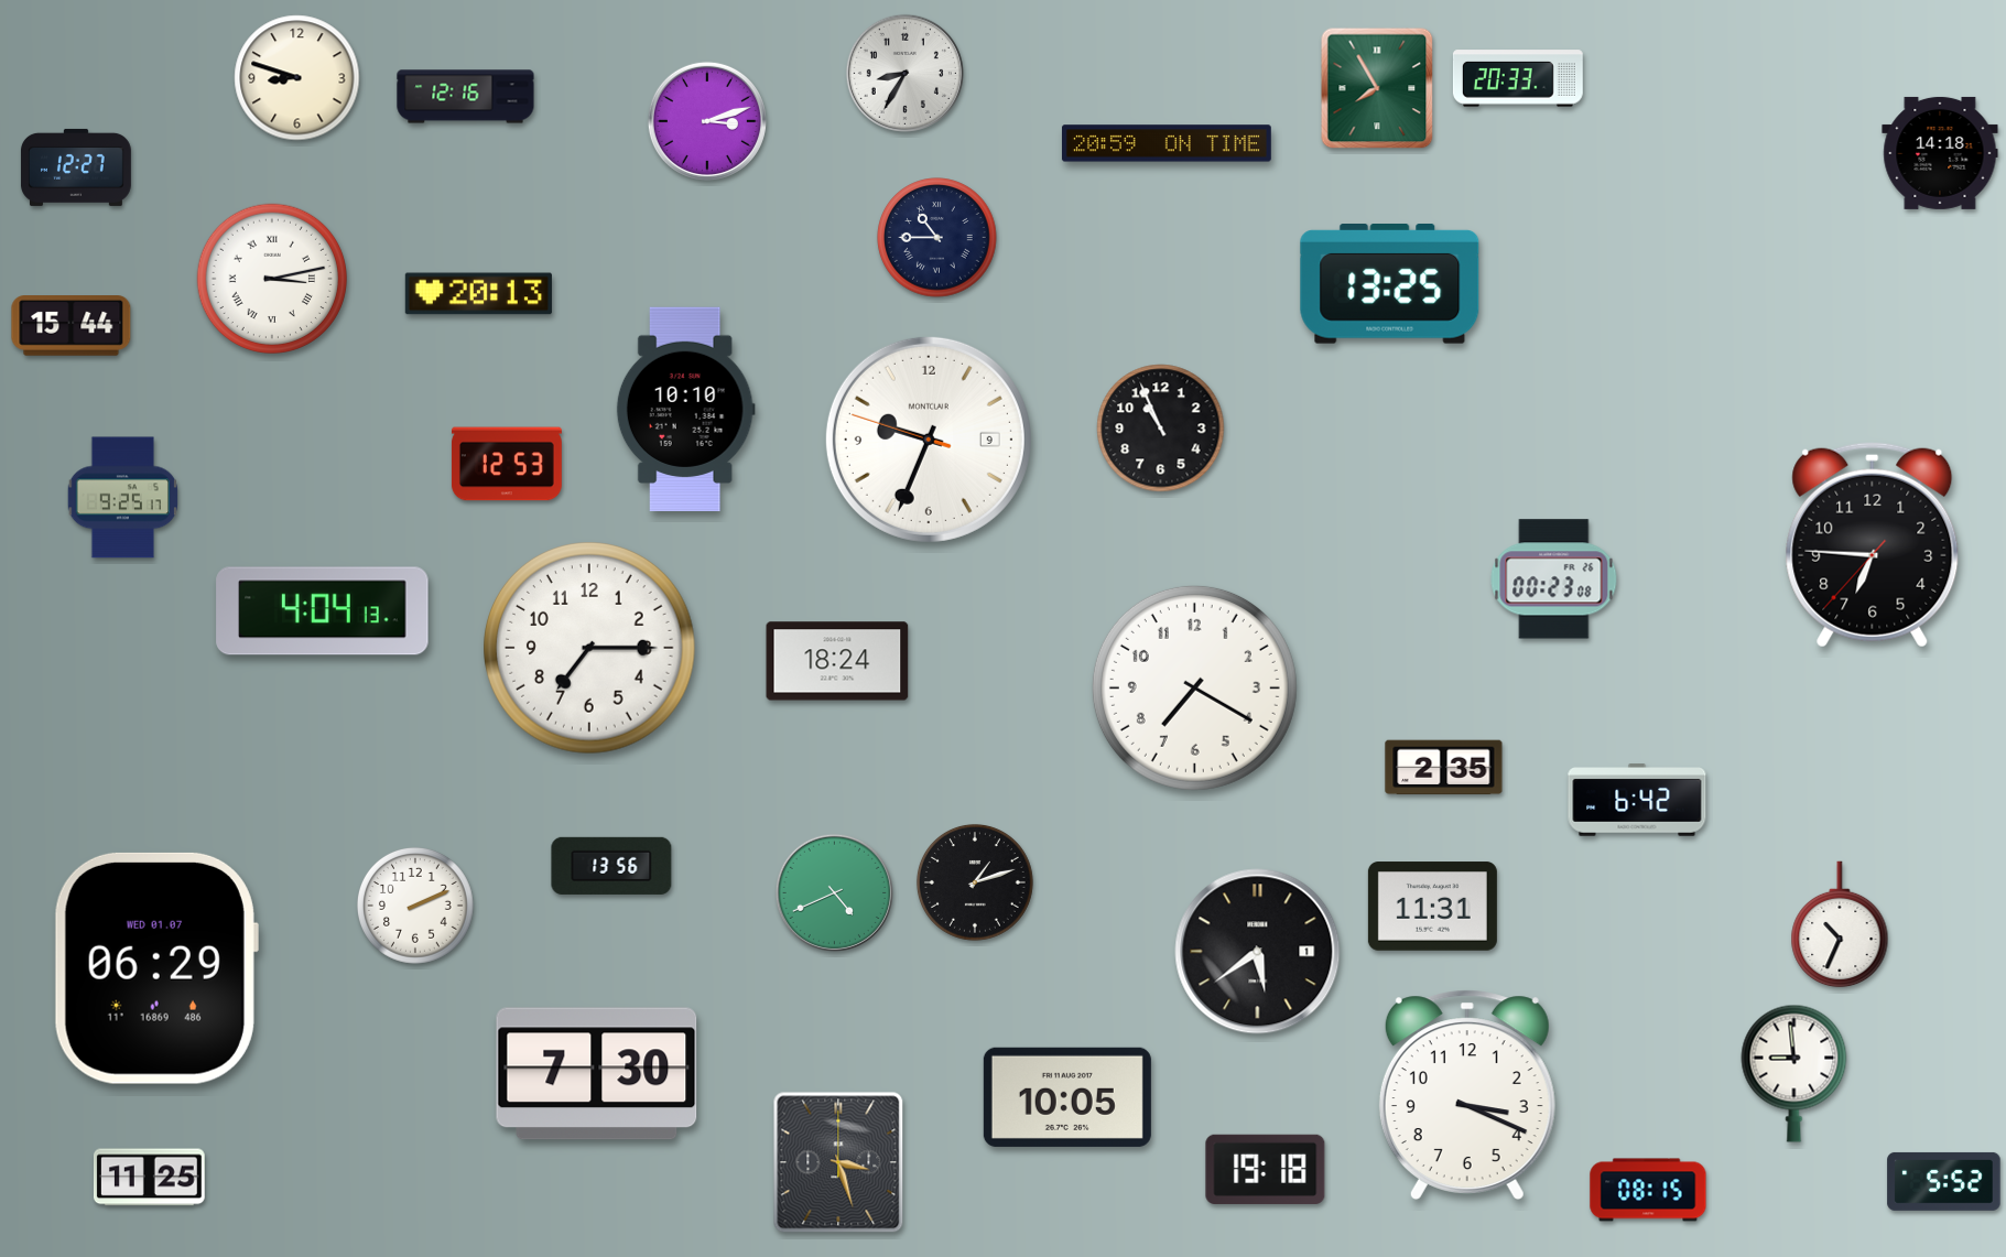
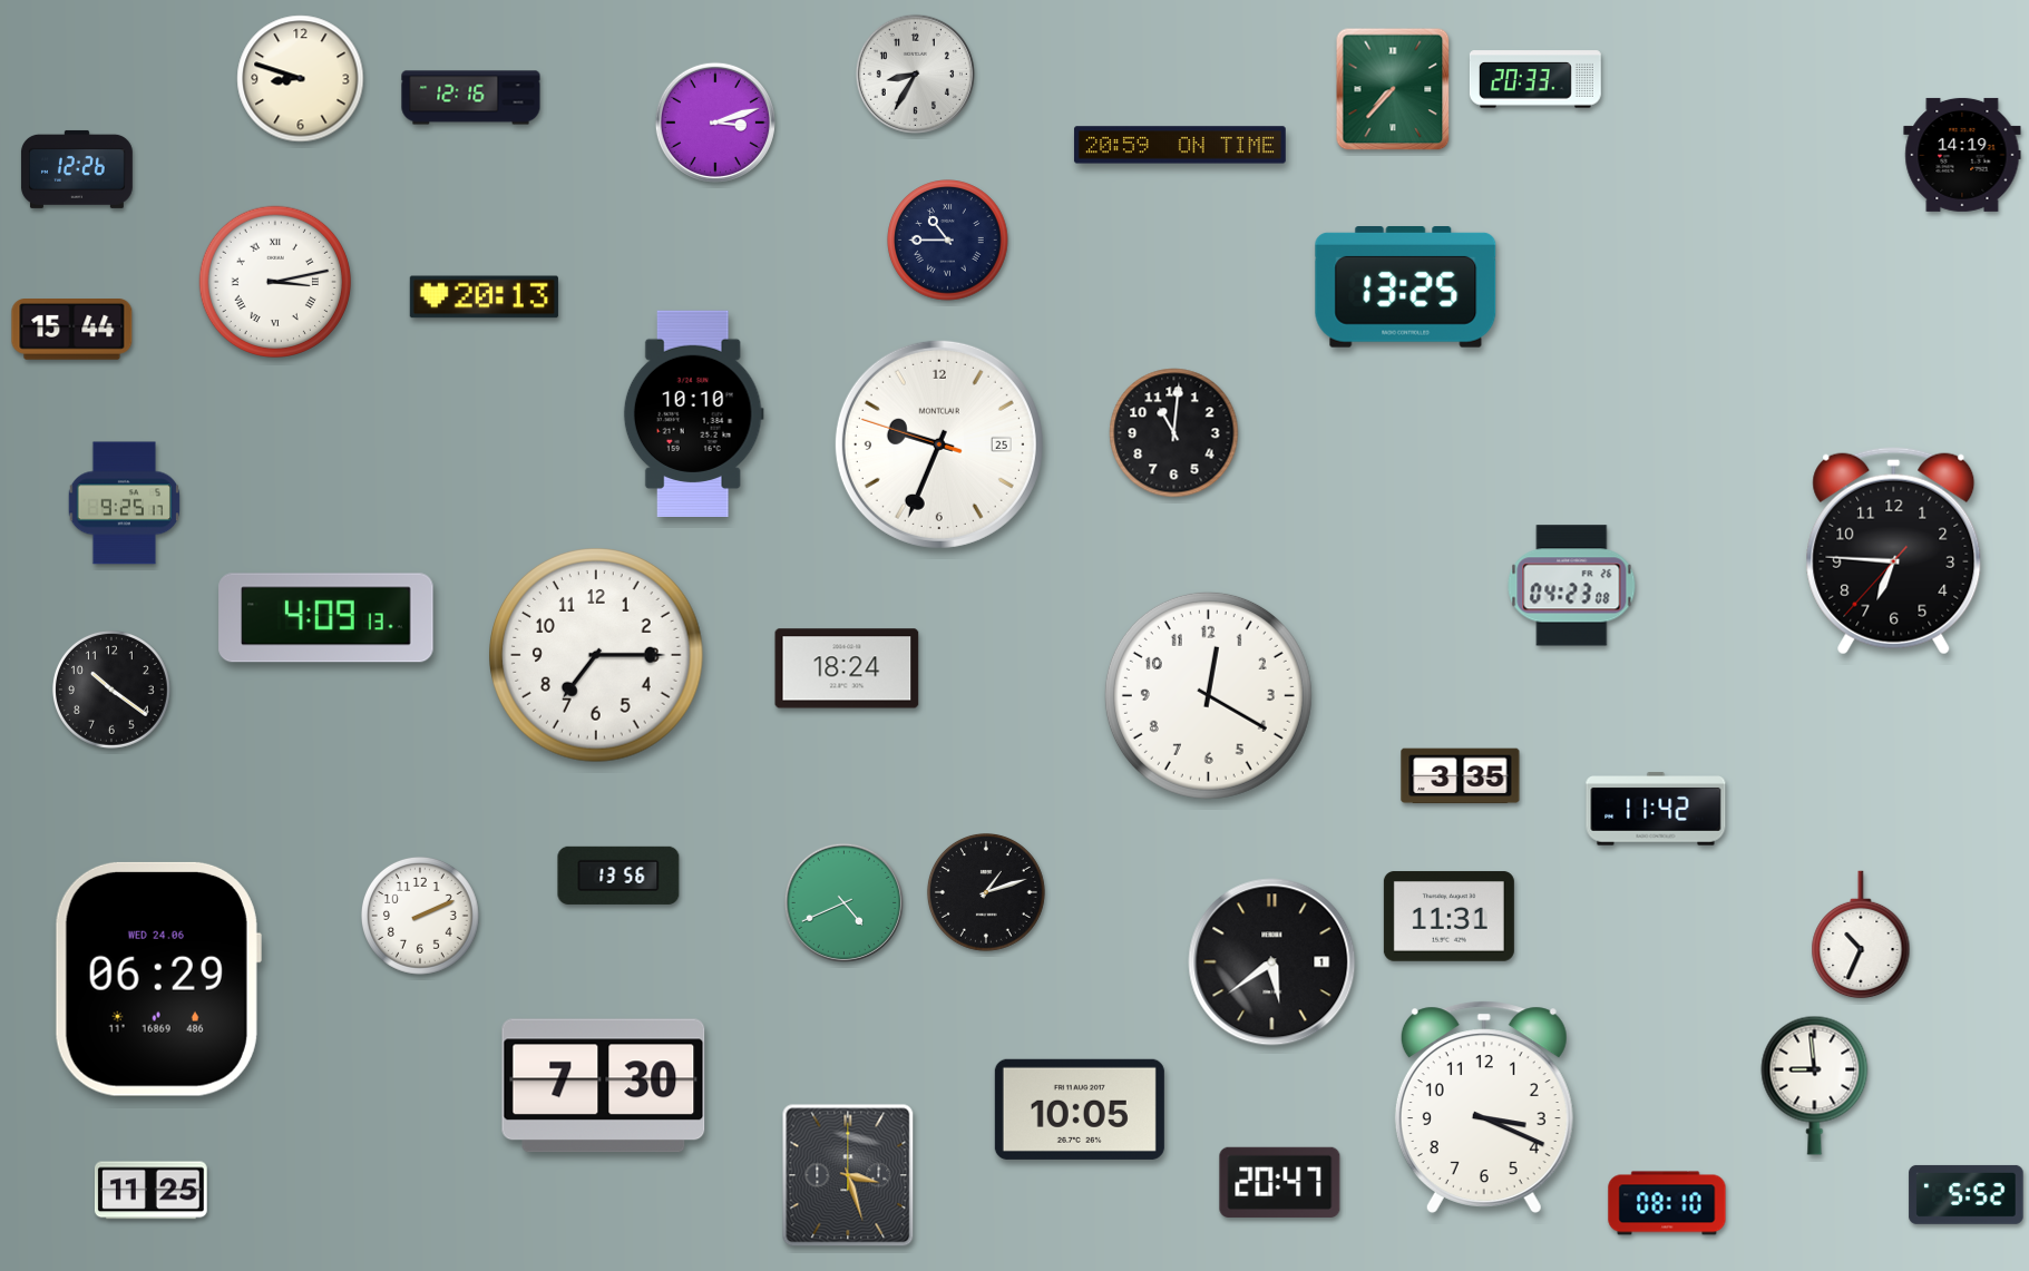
clock at (1377, 88): 7:55 -> 7:37
clock at (1940, 153): 14:18 -> 14:19
clock at (76, 167): 12:27 -> 12:26
clock at (1161, 429): 10:56 -> 11:01
clock at (929, 440) date: 9 -> 25
clock at (507, 464): 12:53 -> none
clock at (1554, 579): 00:23 -> 04:23
clock at (323, 611): 4:04 -> 4:09
clock at (111, 690): none -> 10:21
clock at (1194, 687): 7:20 -> 12:20
clock at (1444, 768): 2:35 -> 3:35
clock at (1637, 800): 6:42 -> 11:42
clock at (155, 968) date: WED 01.07 -> WED 24.06
clock at (1266, 1169): 19:18 -> 20:47
clock at (1648, 1190): 08:15 -> 08:10
